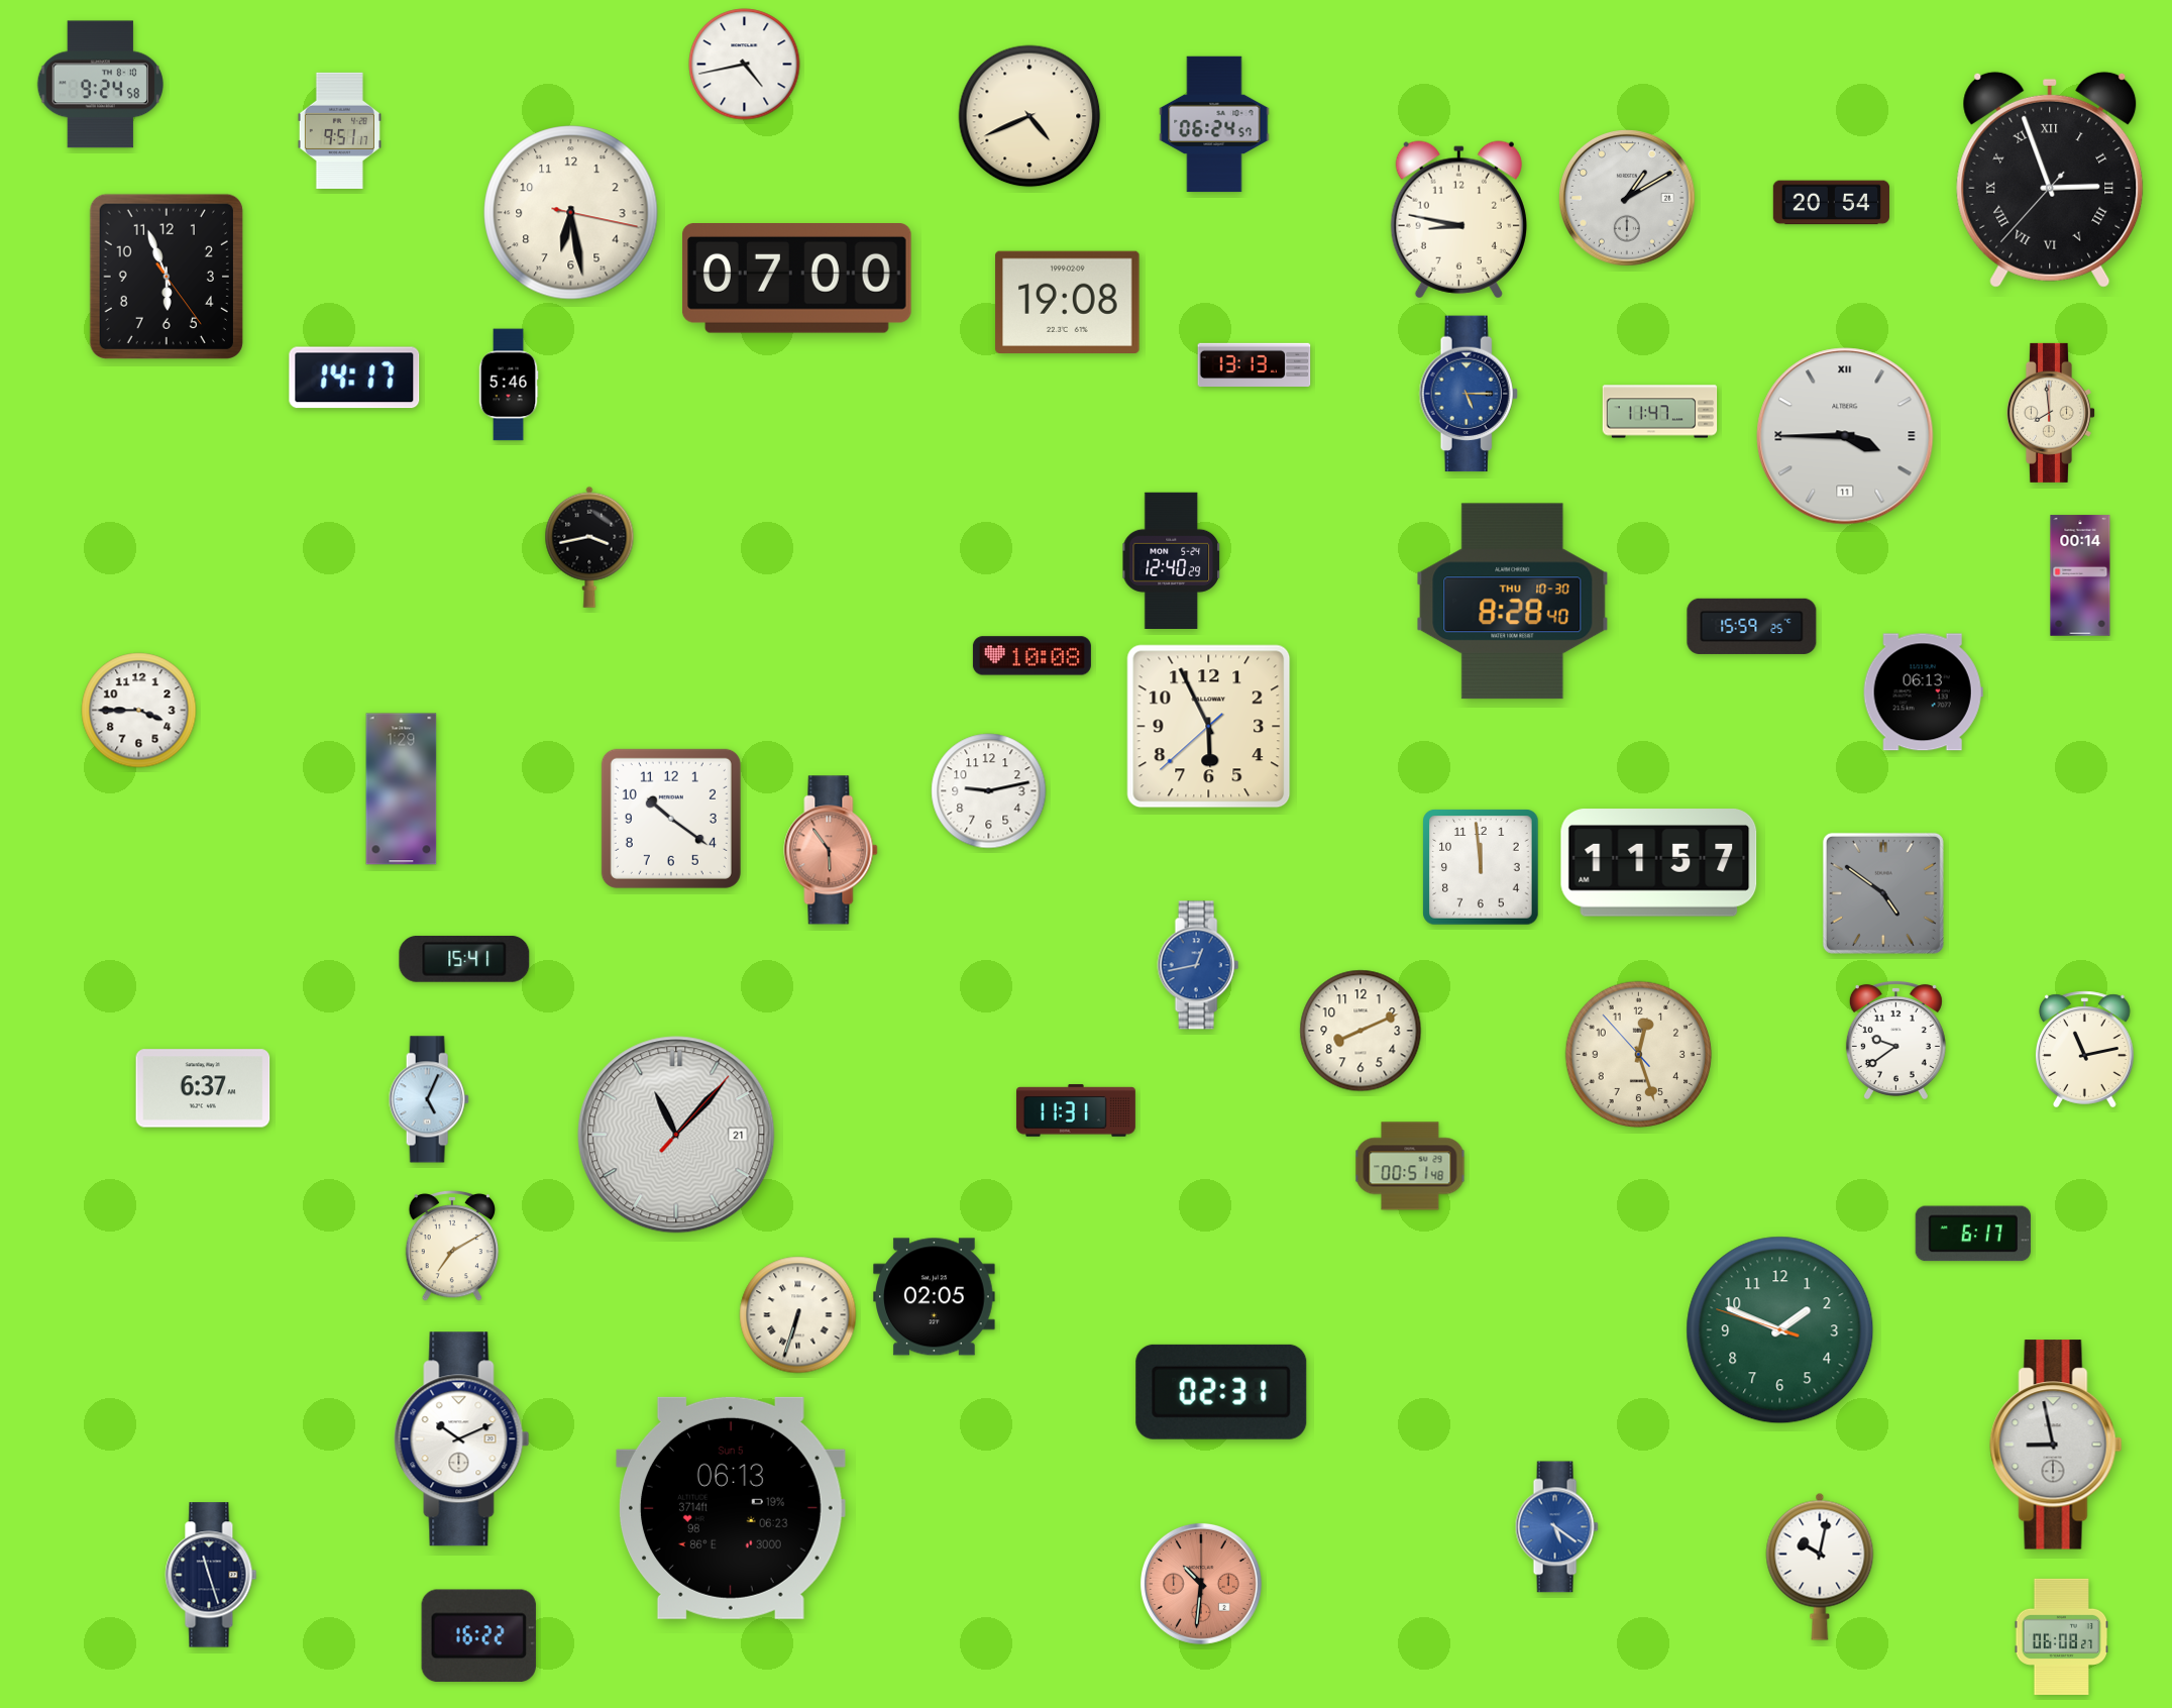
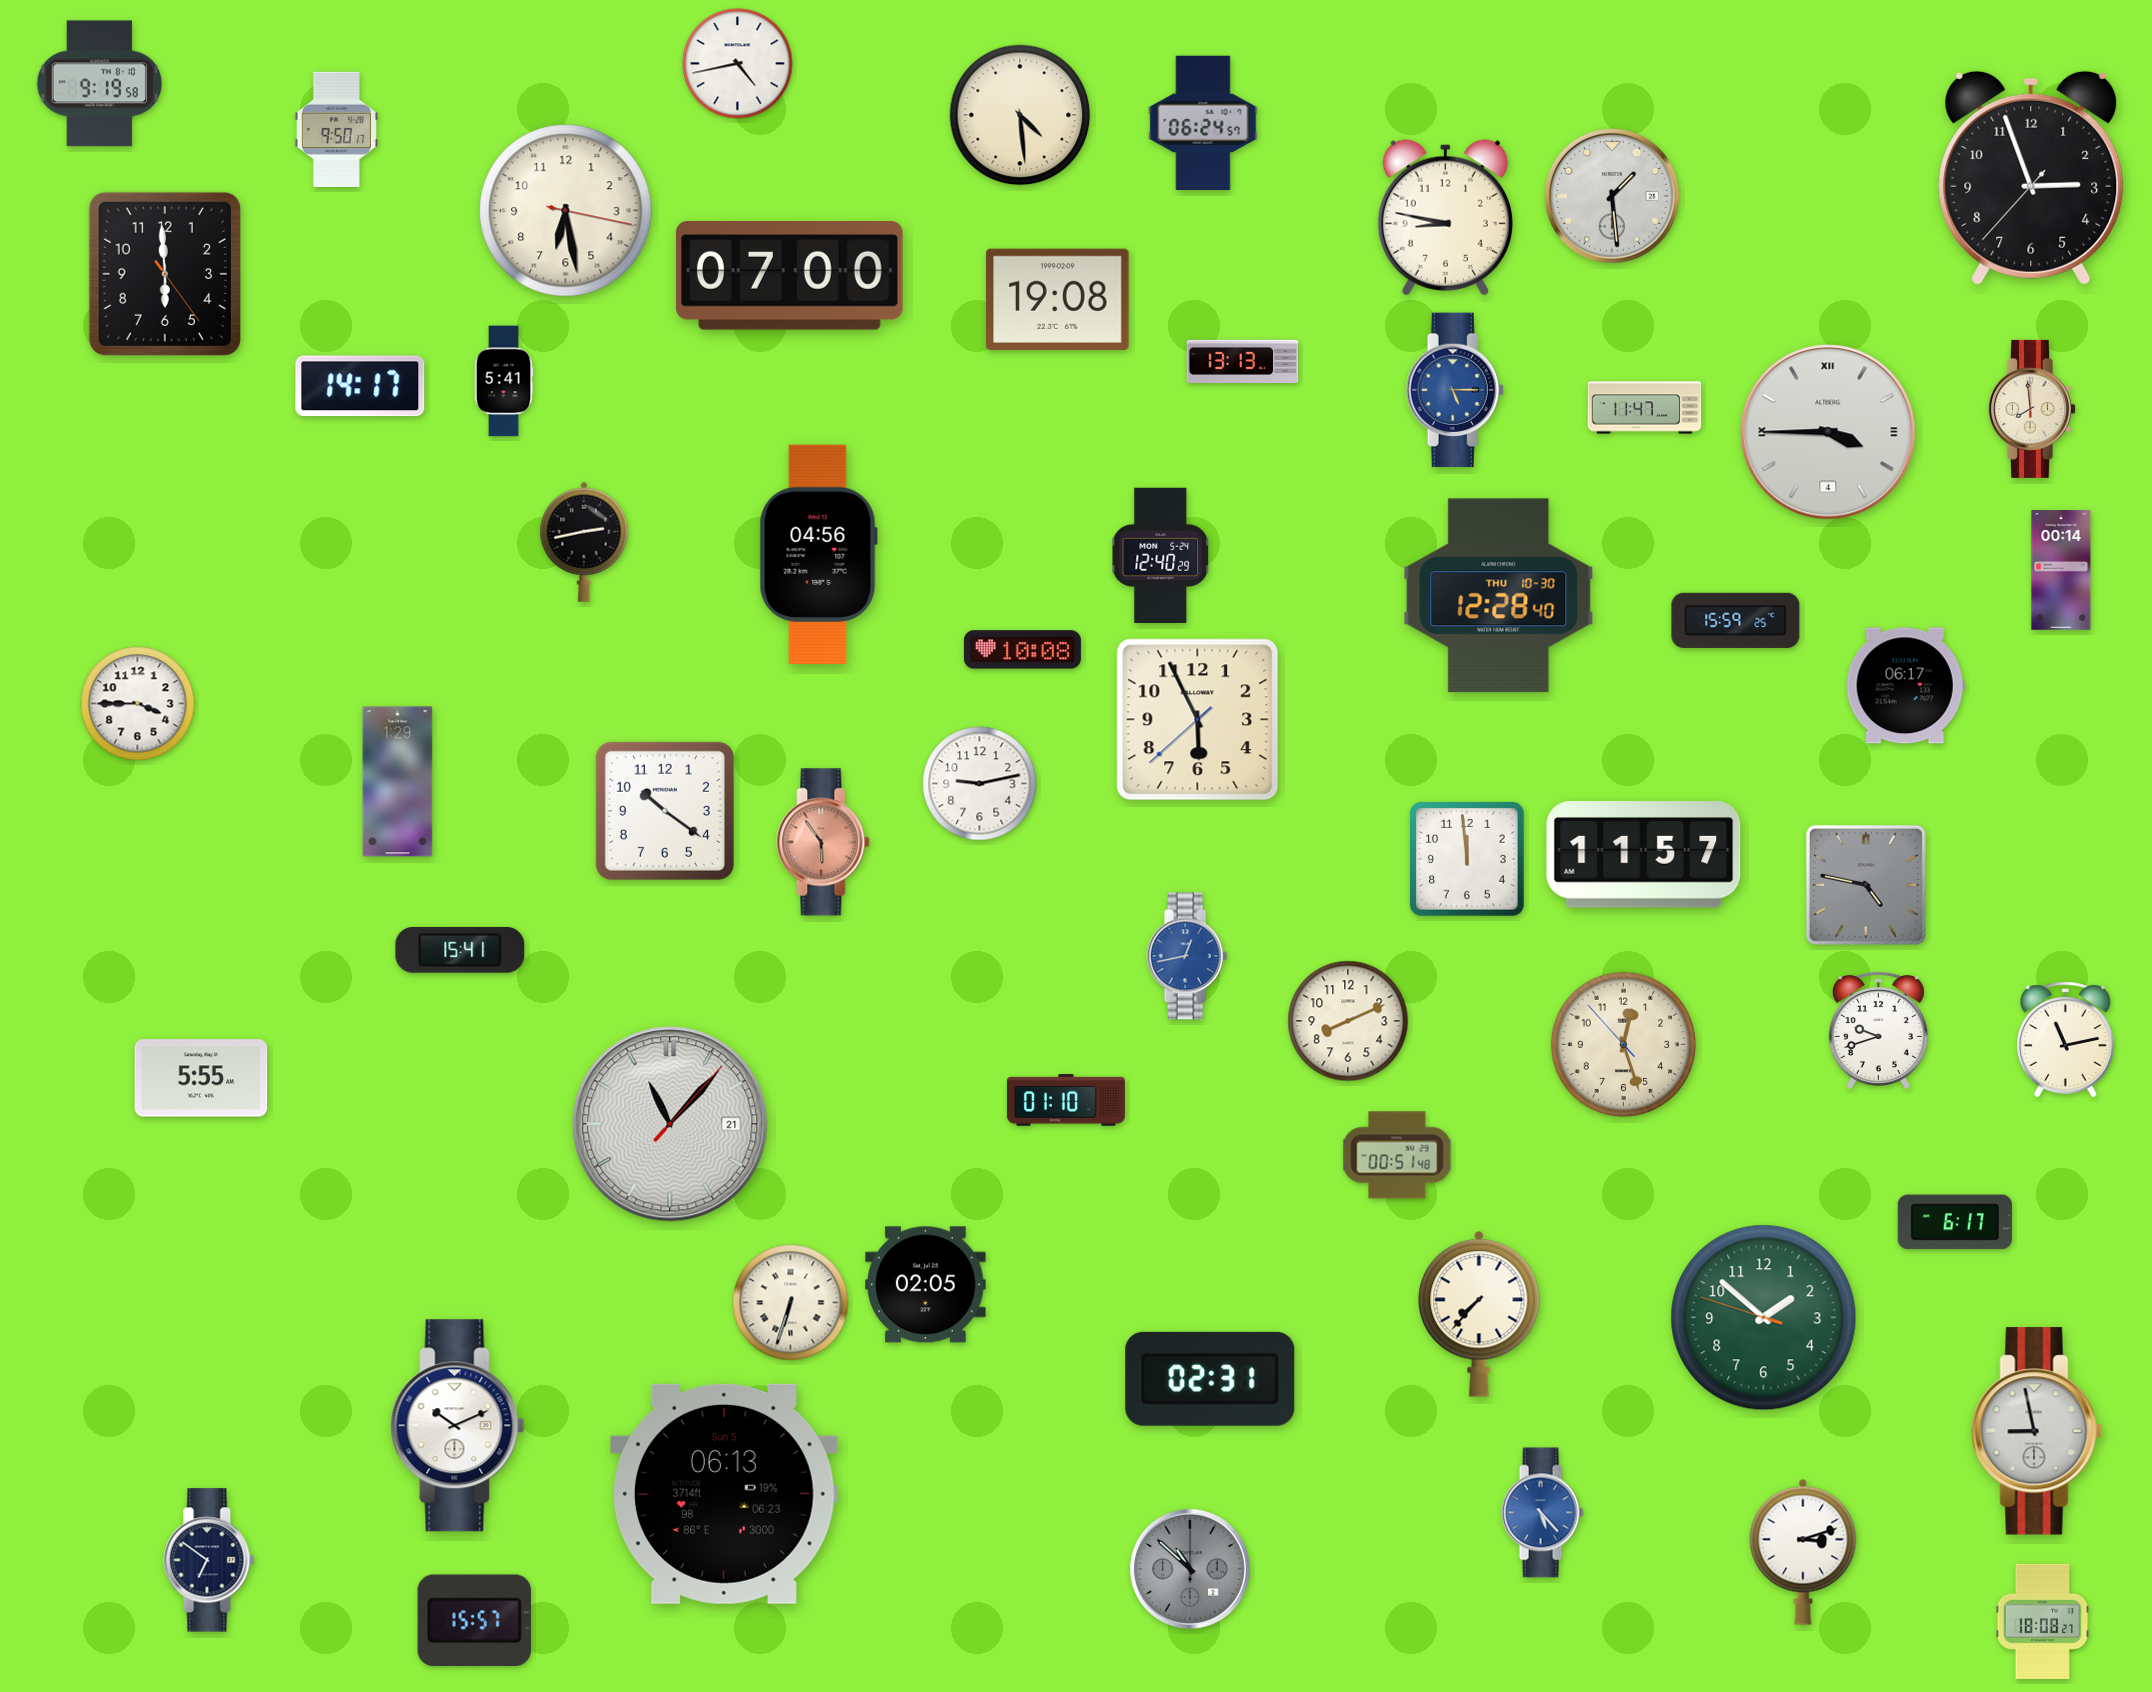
clock at (100, 85): 9:24 -> 9:19
clock at (1029, 116): 4:41 -> 4:29
clock at (339, 130): 9:51 -> 9:50
clock at (2050, 180) numerals: Roman -> Arabic
clock at (1628, 199): 1:10 -> 1:29
clock at (1831, 203): 20:54 -> none
clock at (167, 277): 5:56 -> 5:59
clock at (354, 378) position: (354, 378) -> (360, 386)
clock at (509, 385): 5:46 -> 5:41
clock at (1845, 436) date: 11 -> 4
clock at (589, 547): 3:43 -> 2:43
clock at (818, 554): none -> 04:56
clock at (1513, 602): 8:28 -> 12:28
clock at (1923, 692): 06:13 -> 06:17
clock at (1883, 893): 4:51 -> 4:47
clock at (1895, 1040): 9:39 -> 9:42
clock at (203, 1088): 6:37 -> 5:55
clock at (429, 1099): 5:04 -> none
clock at (1076, 1110): 11:31 -> 01:10
clock at (452, 1246): 7:10 -> none
clock at (1479, 1314): none -> 7:37
clock at (1780, 1330): 1:48 -> 1:51
clock at (1556, 1527): 5:21 -> 5:23
clock at (1820, 1567): 10:02 -> 3:12
clock at (211, 1575): 11:27 -> 6:51
clock at (1201, 1584): 10:31 -> 10:52
clock at (1201, 1584) dial: salmon -> grey
clock at (478, 1635): 16:22 -> 15:57
clock at (2062, 1636): 06:08 -> 18:08
